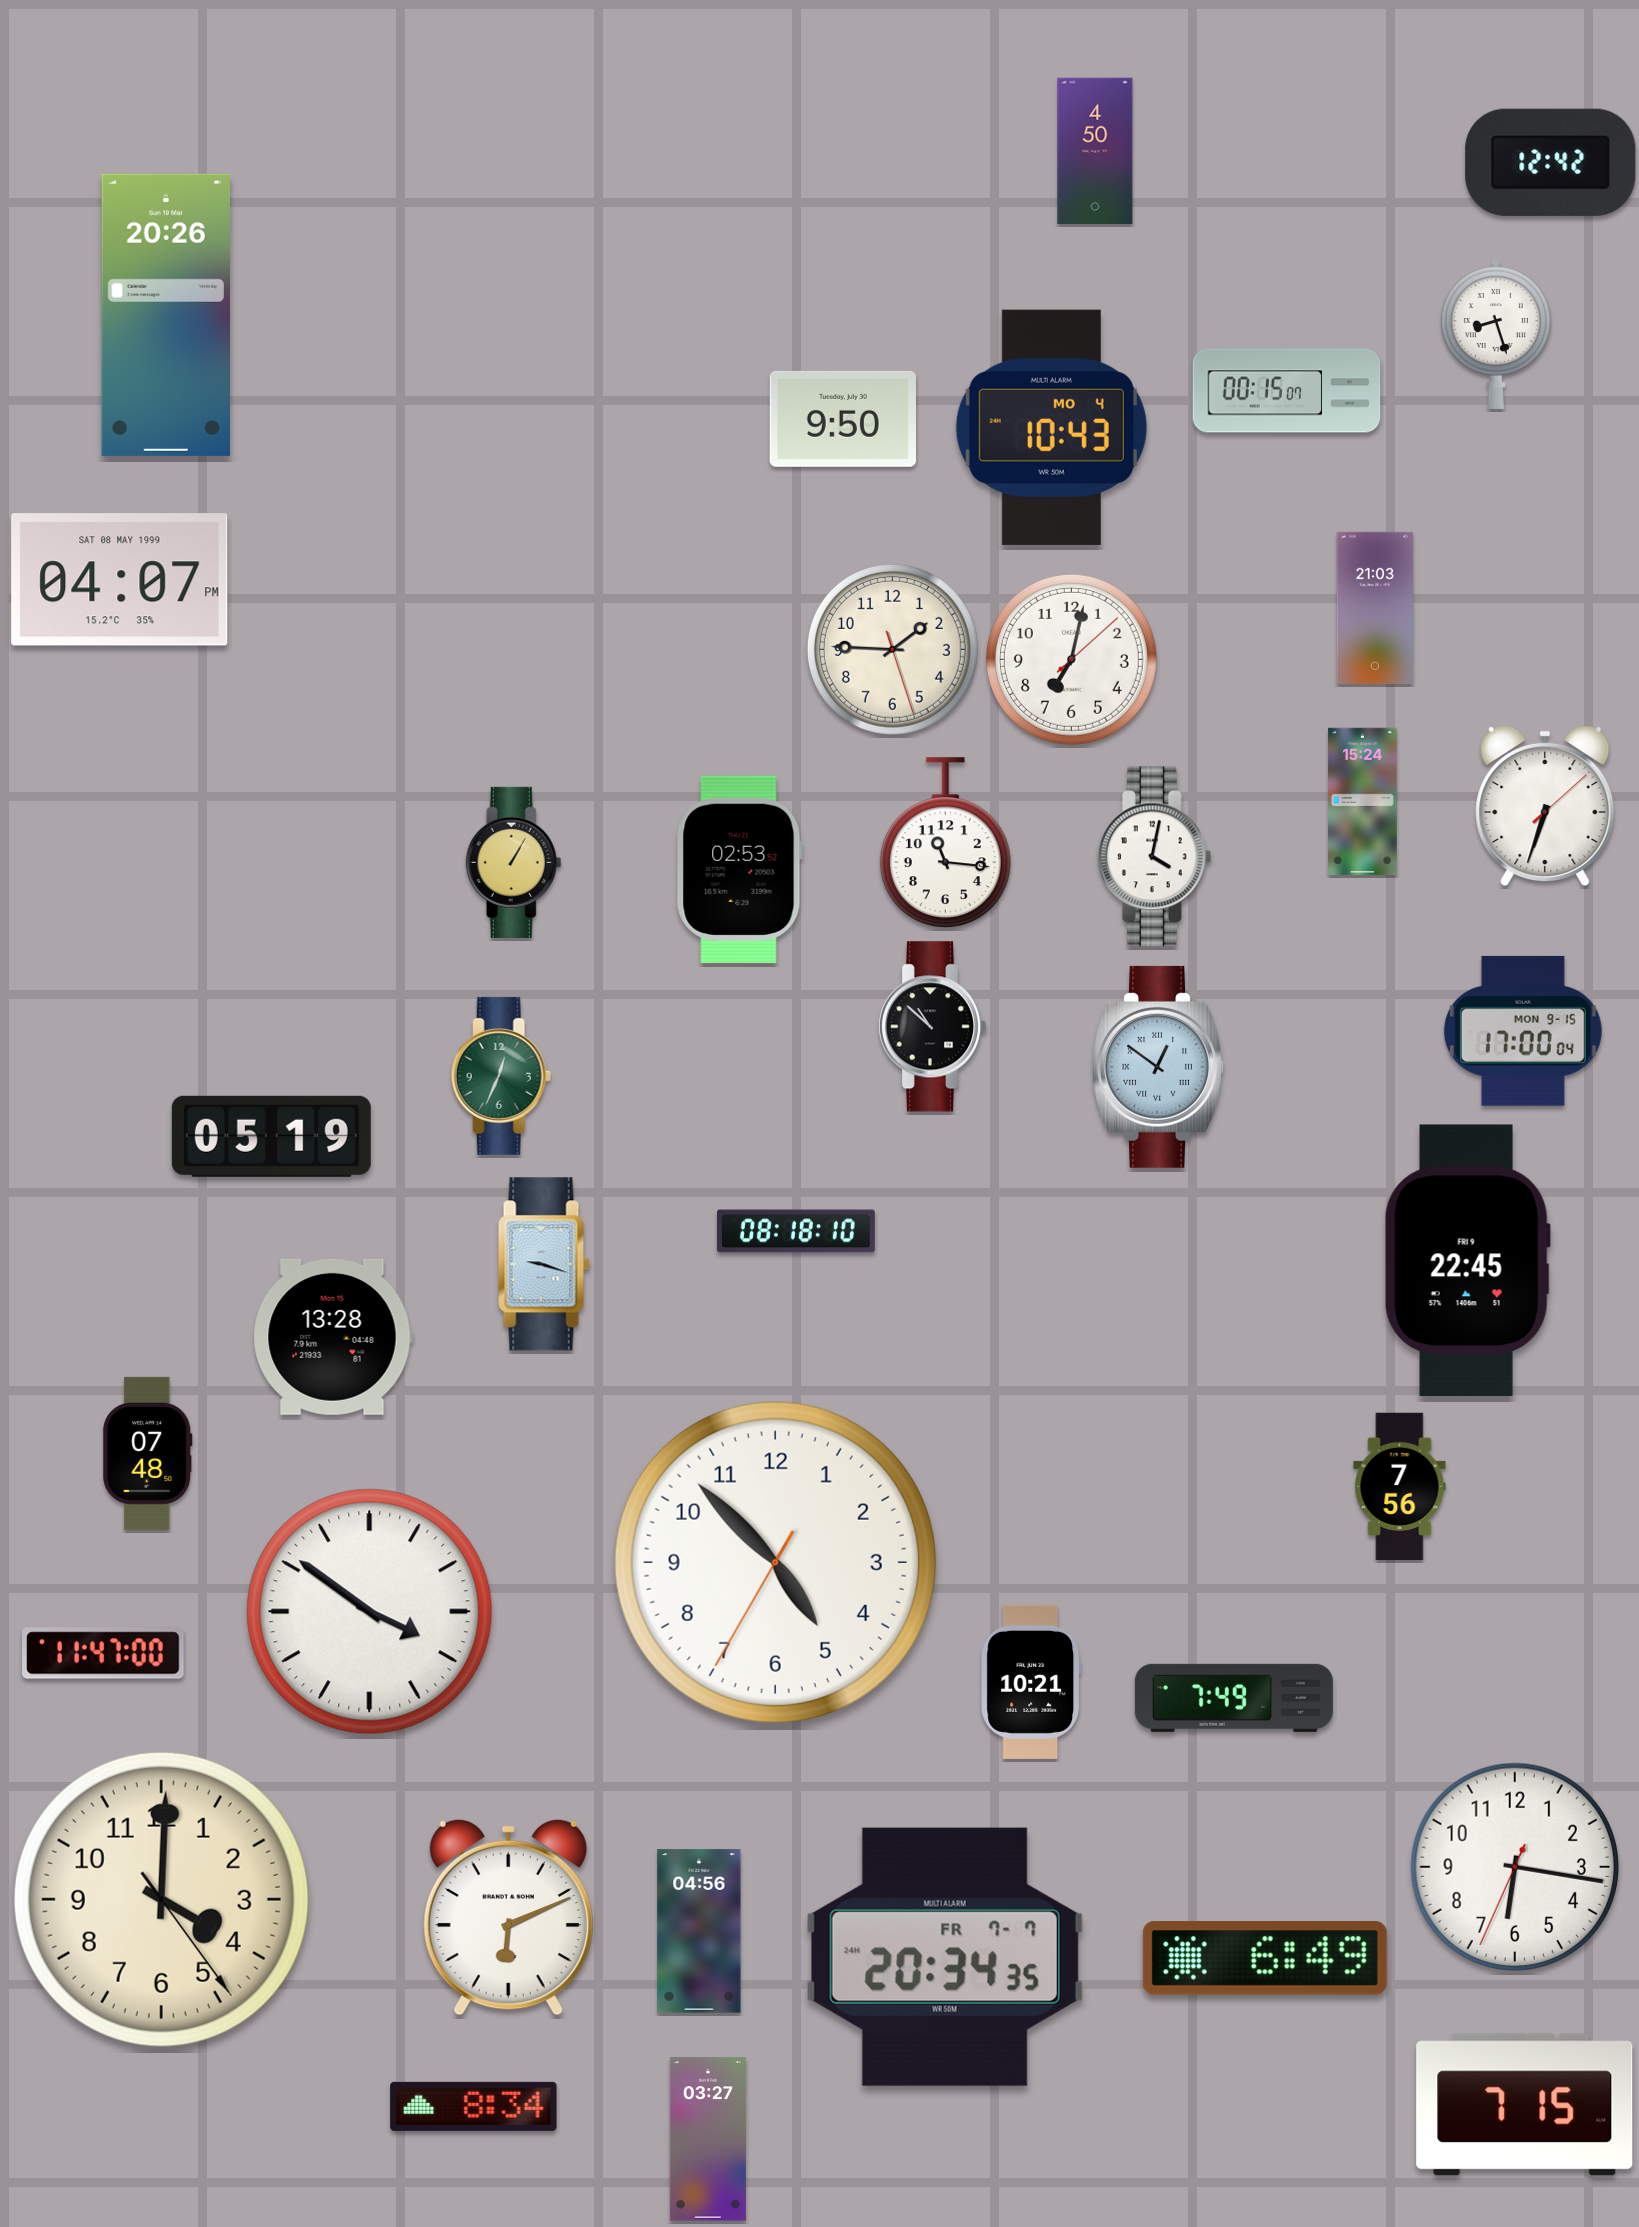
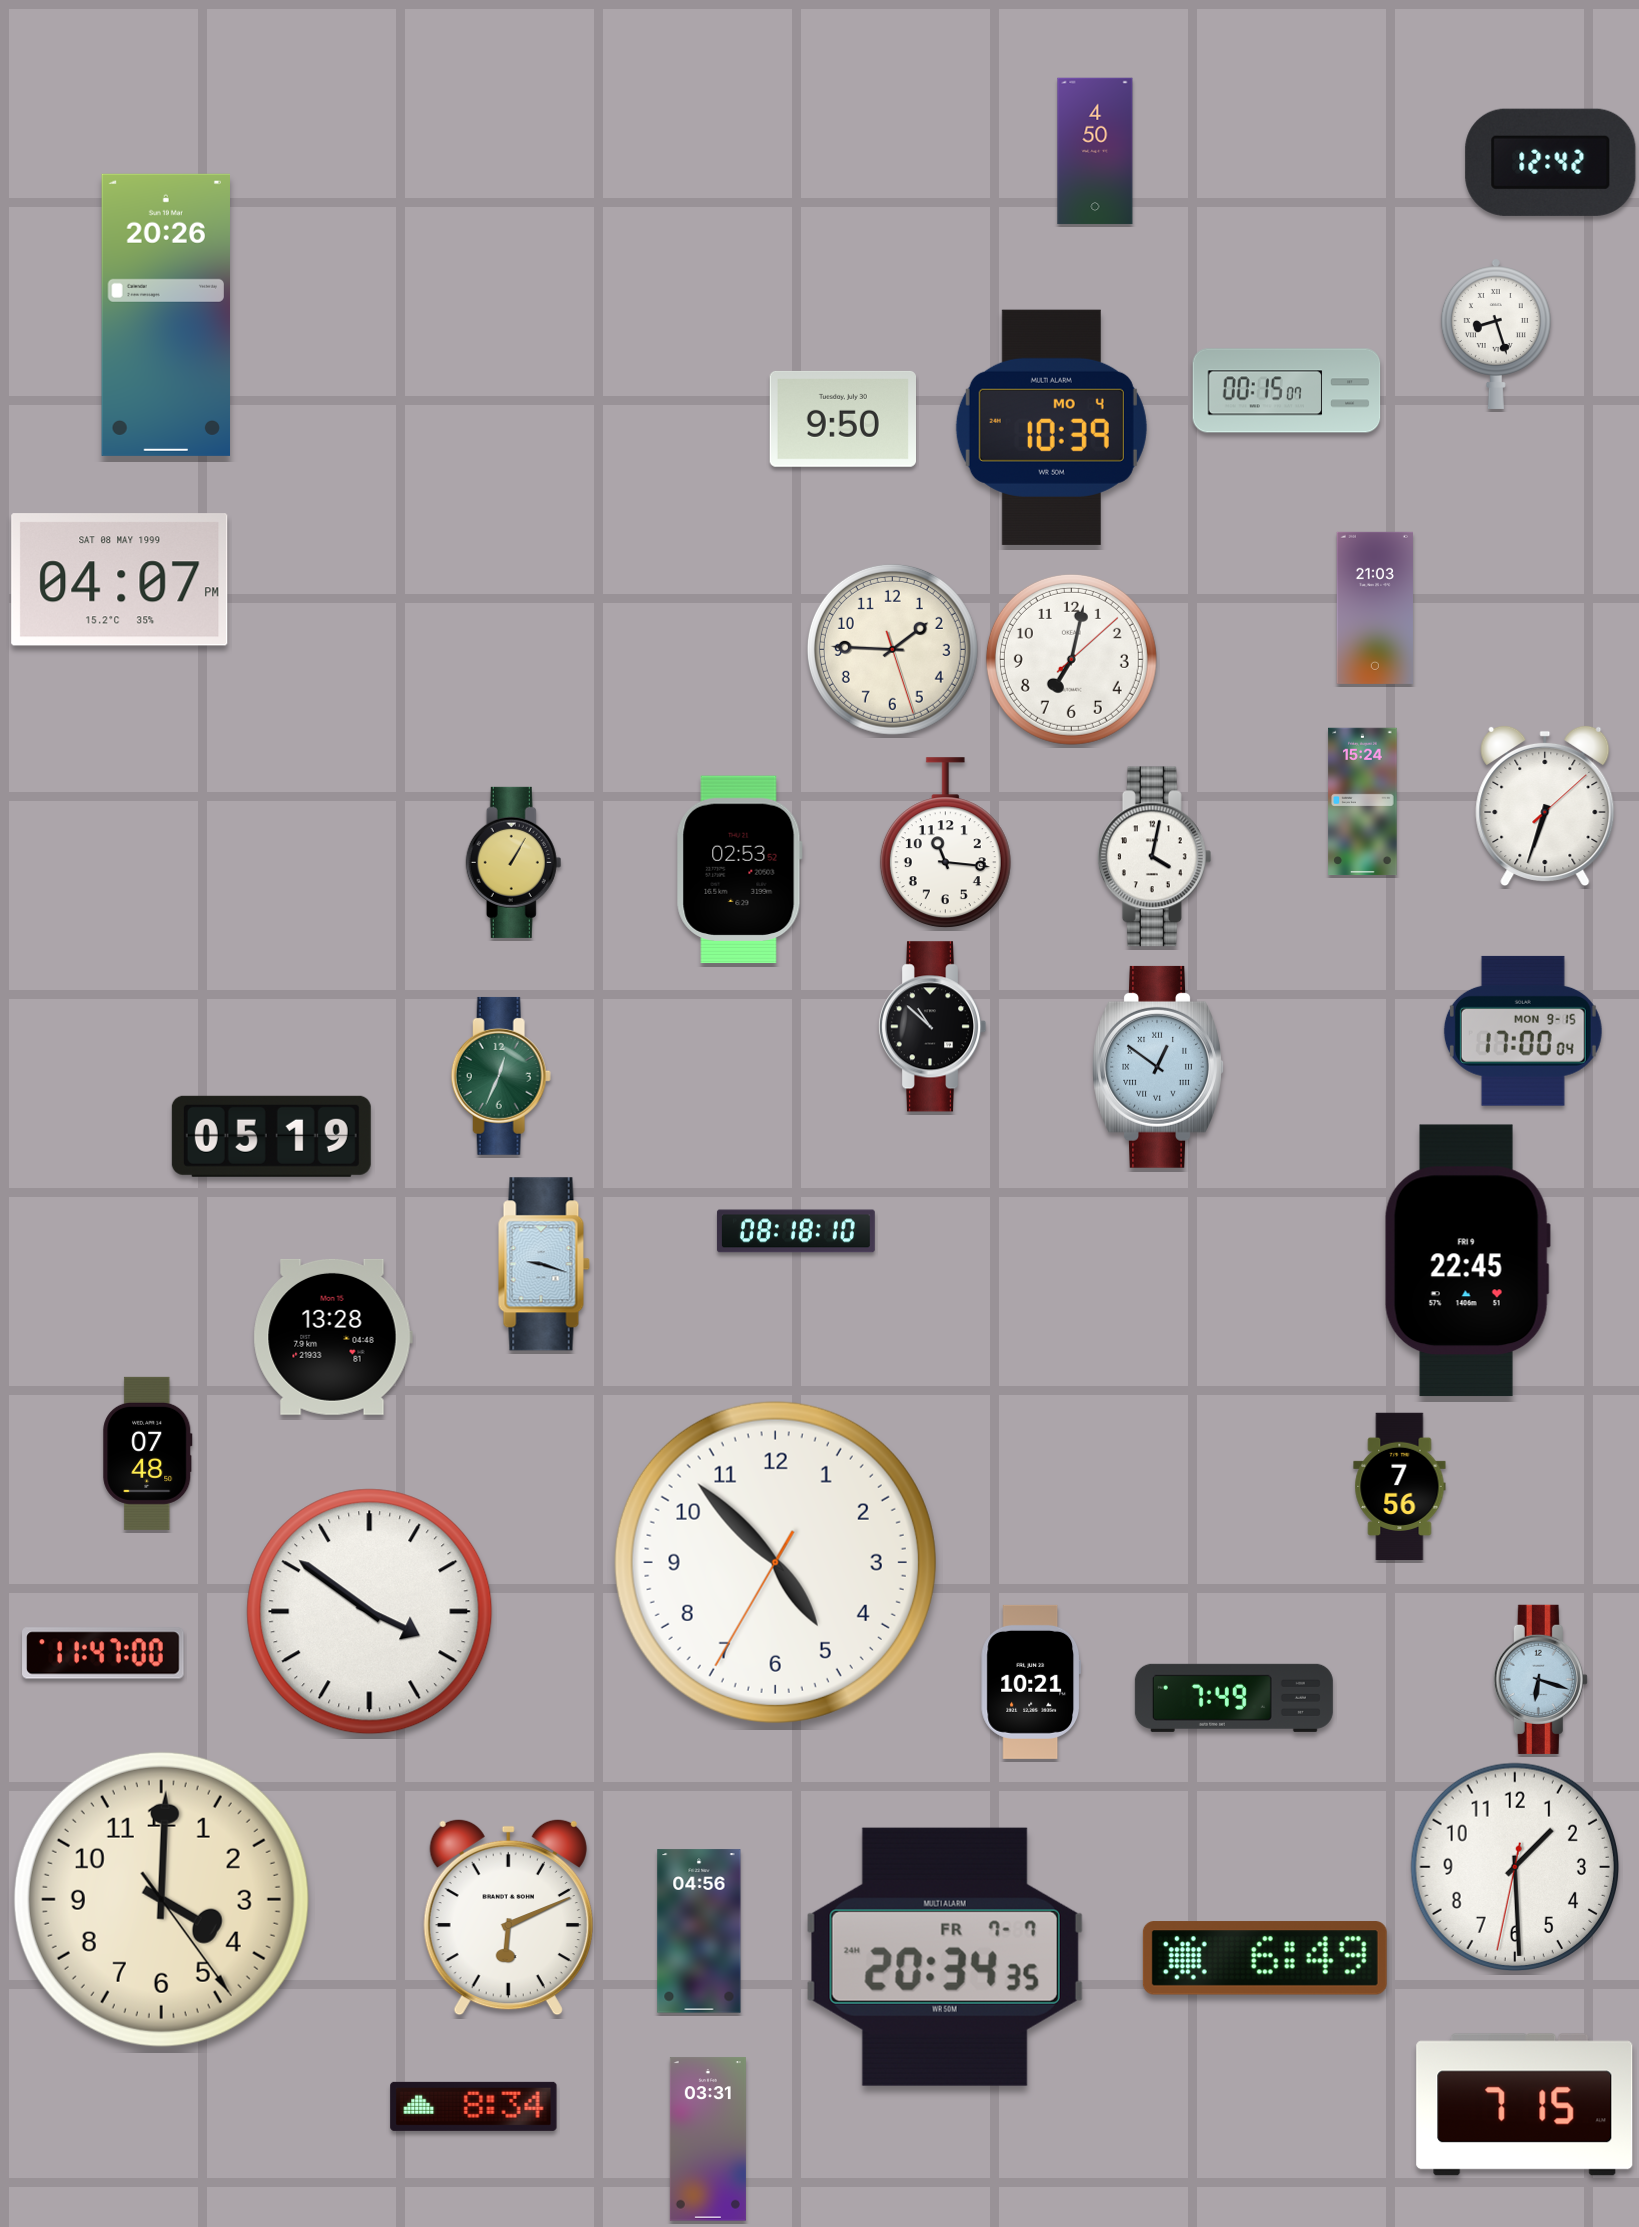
clock at (1051, 427): 10:43 -> 10:39
clock at (1540, 1679): none -> 6:18
clock at (1514, 1866): 6:16 -> 1:29
clock at (708, 2139): 03:27 -> 03:31
